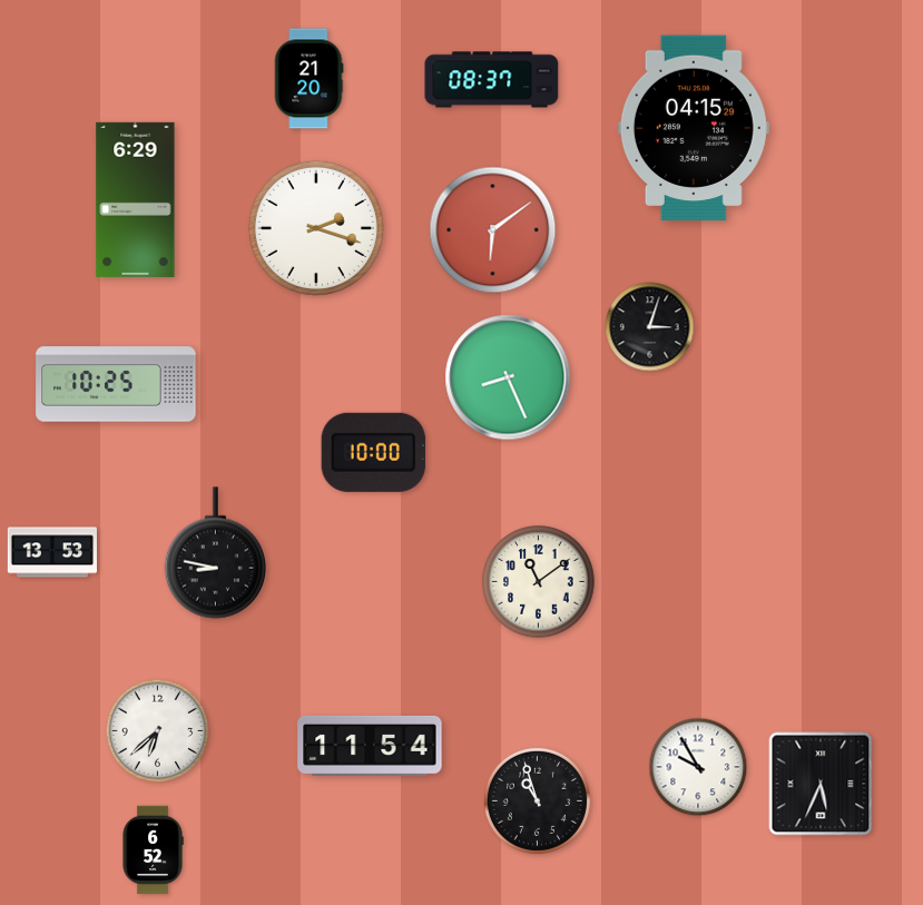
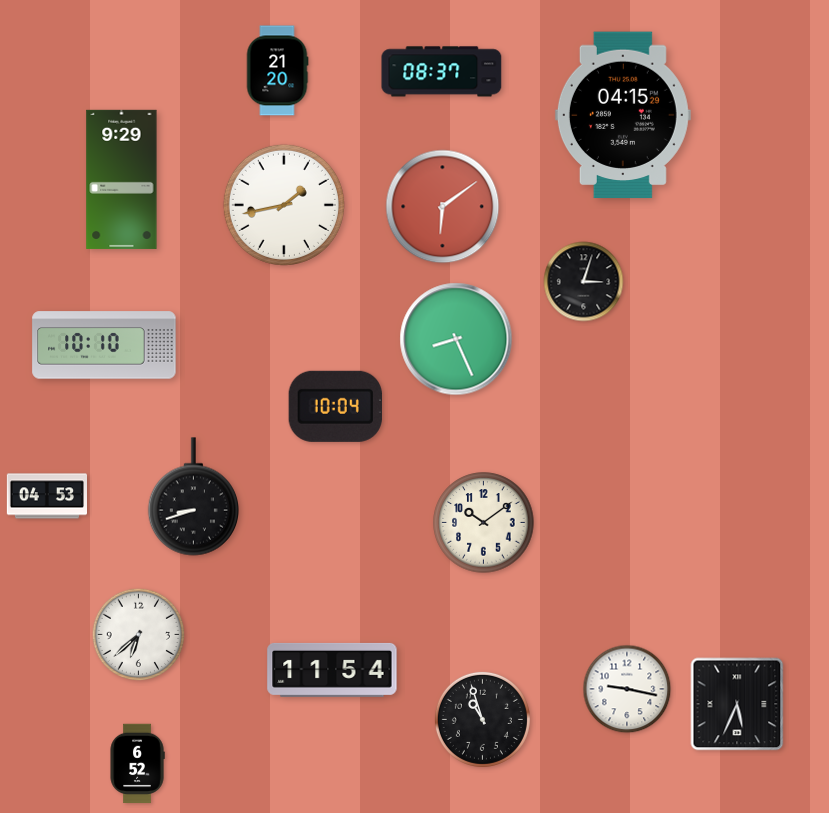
clock at (136, 199): 6:29 -> 9:29
clock at (316, 228): 2:18 -> 1:43
clock at (650, 327) position: (650, 327) -> (584, 282)
clock at (116, 384): 10:25 -> 10:10
clock at (373, 452): 10:00 -> 10:04
clock at (51, 552): 13:53 -> 04:53
clock at (215, 553): 8:47 -> 8:42
clock at (539, 582): 11:09 -> 10:09
clock at (158, 731) position: (158, 731) -> (139, 635)
clock at (698, 767): 9:55 -> 9:17
